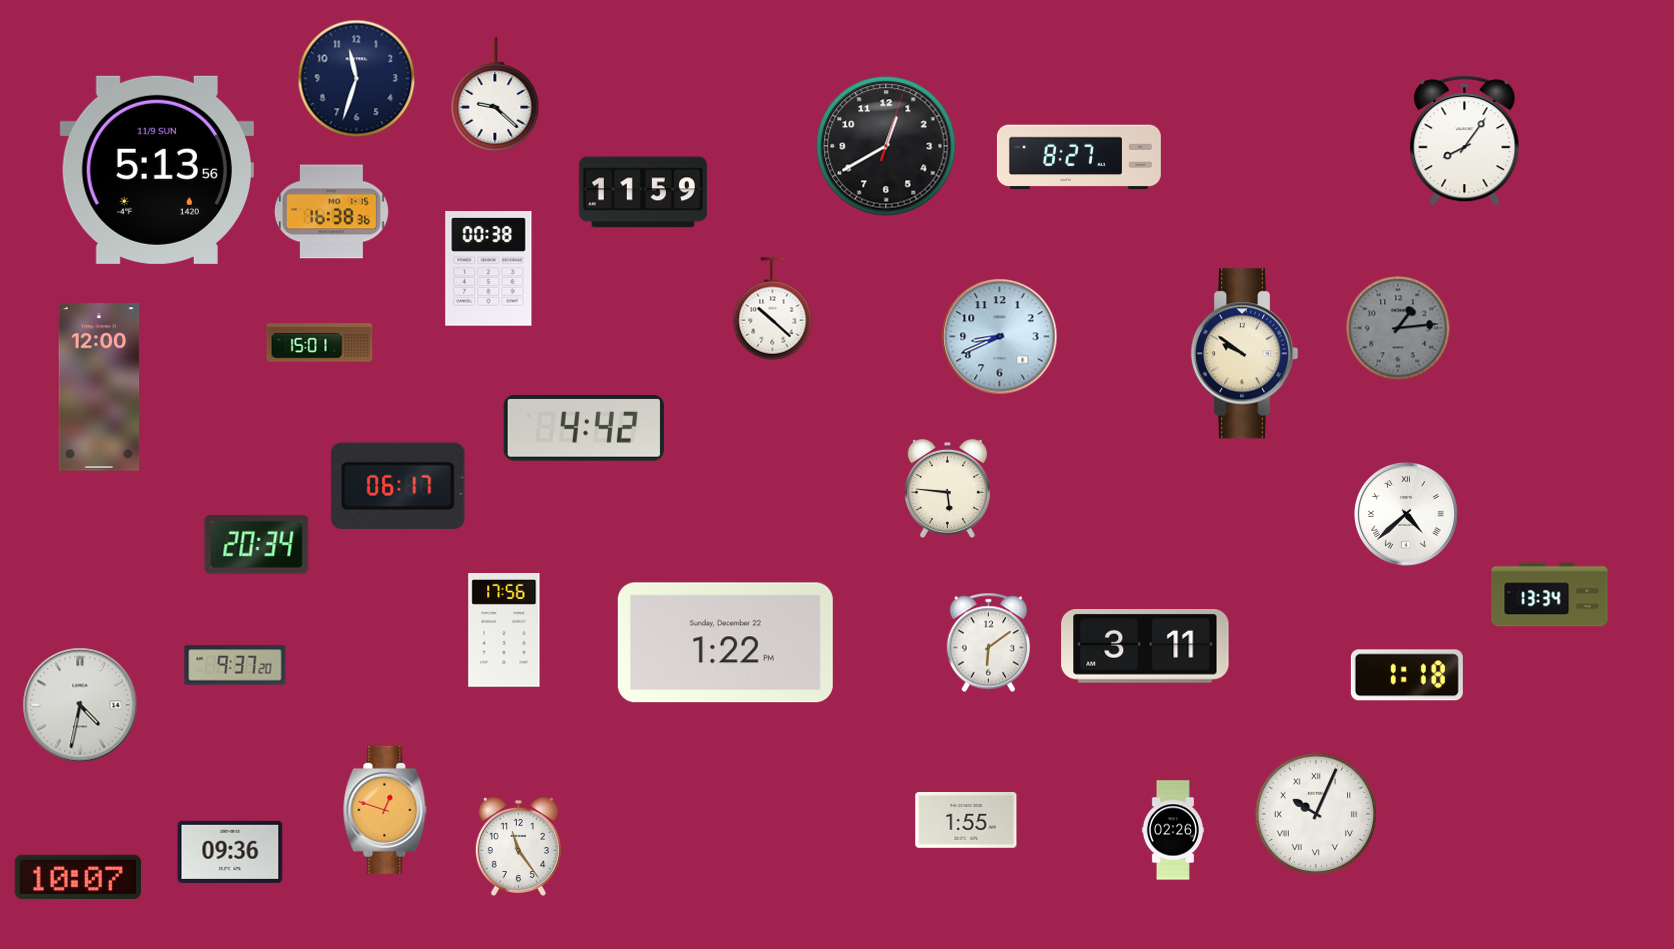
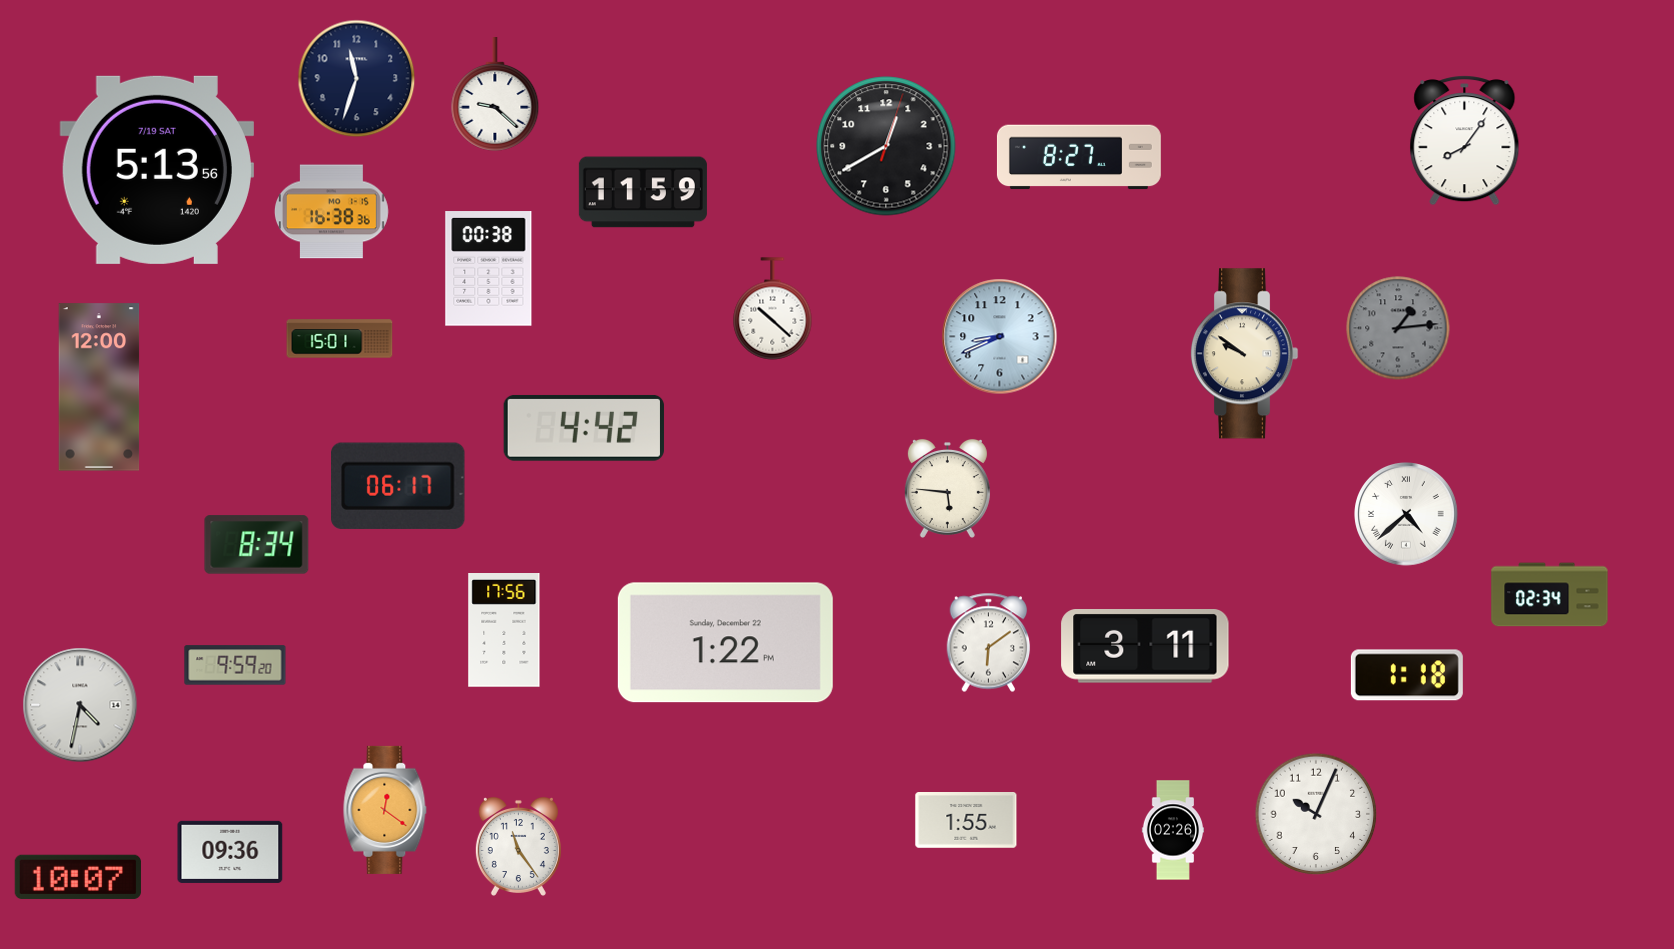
clock at (157, 170) date: 11/9 SUN -> 7/19 SAT
clock at (320, 343) position: (320, 343) -> (340, 339)
clock at (257, 545): 20:34 -> 8:34
clock at (1550, 595): 13:34 -> 02:34
clock at (235, 665): 9:37 -> 9:59
clock at (385, 810): 12:48 -> 12:21
clock at (1316, 814) numerals: Roman -> Arabic
